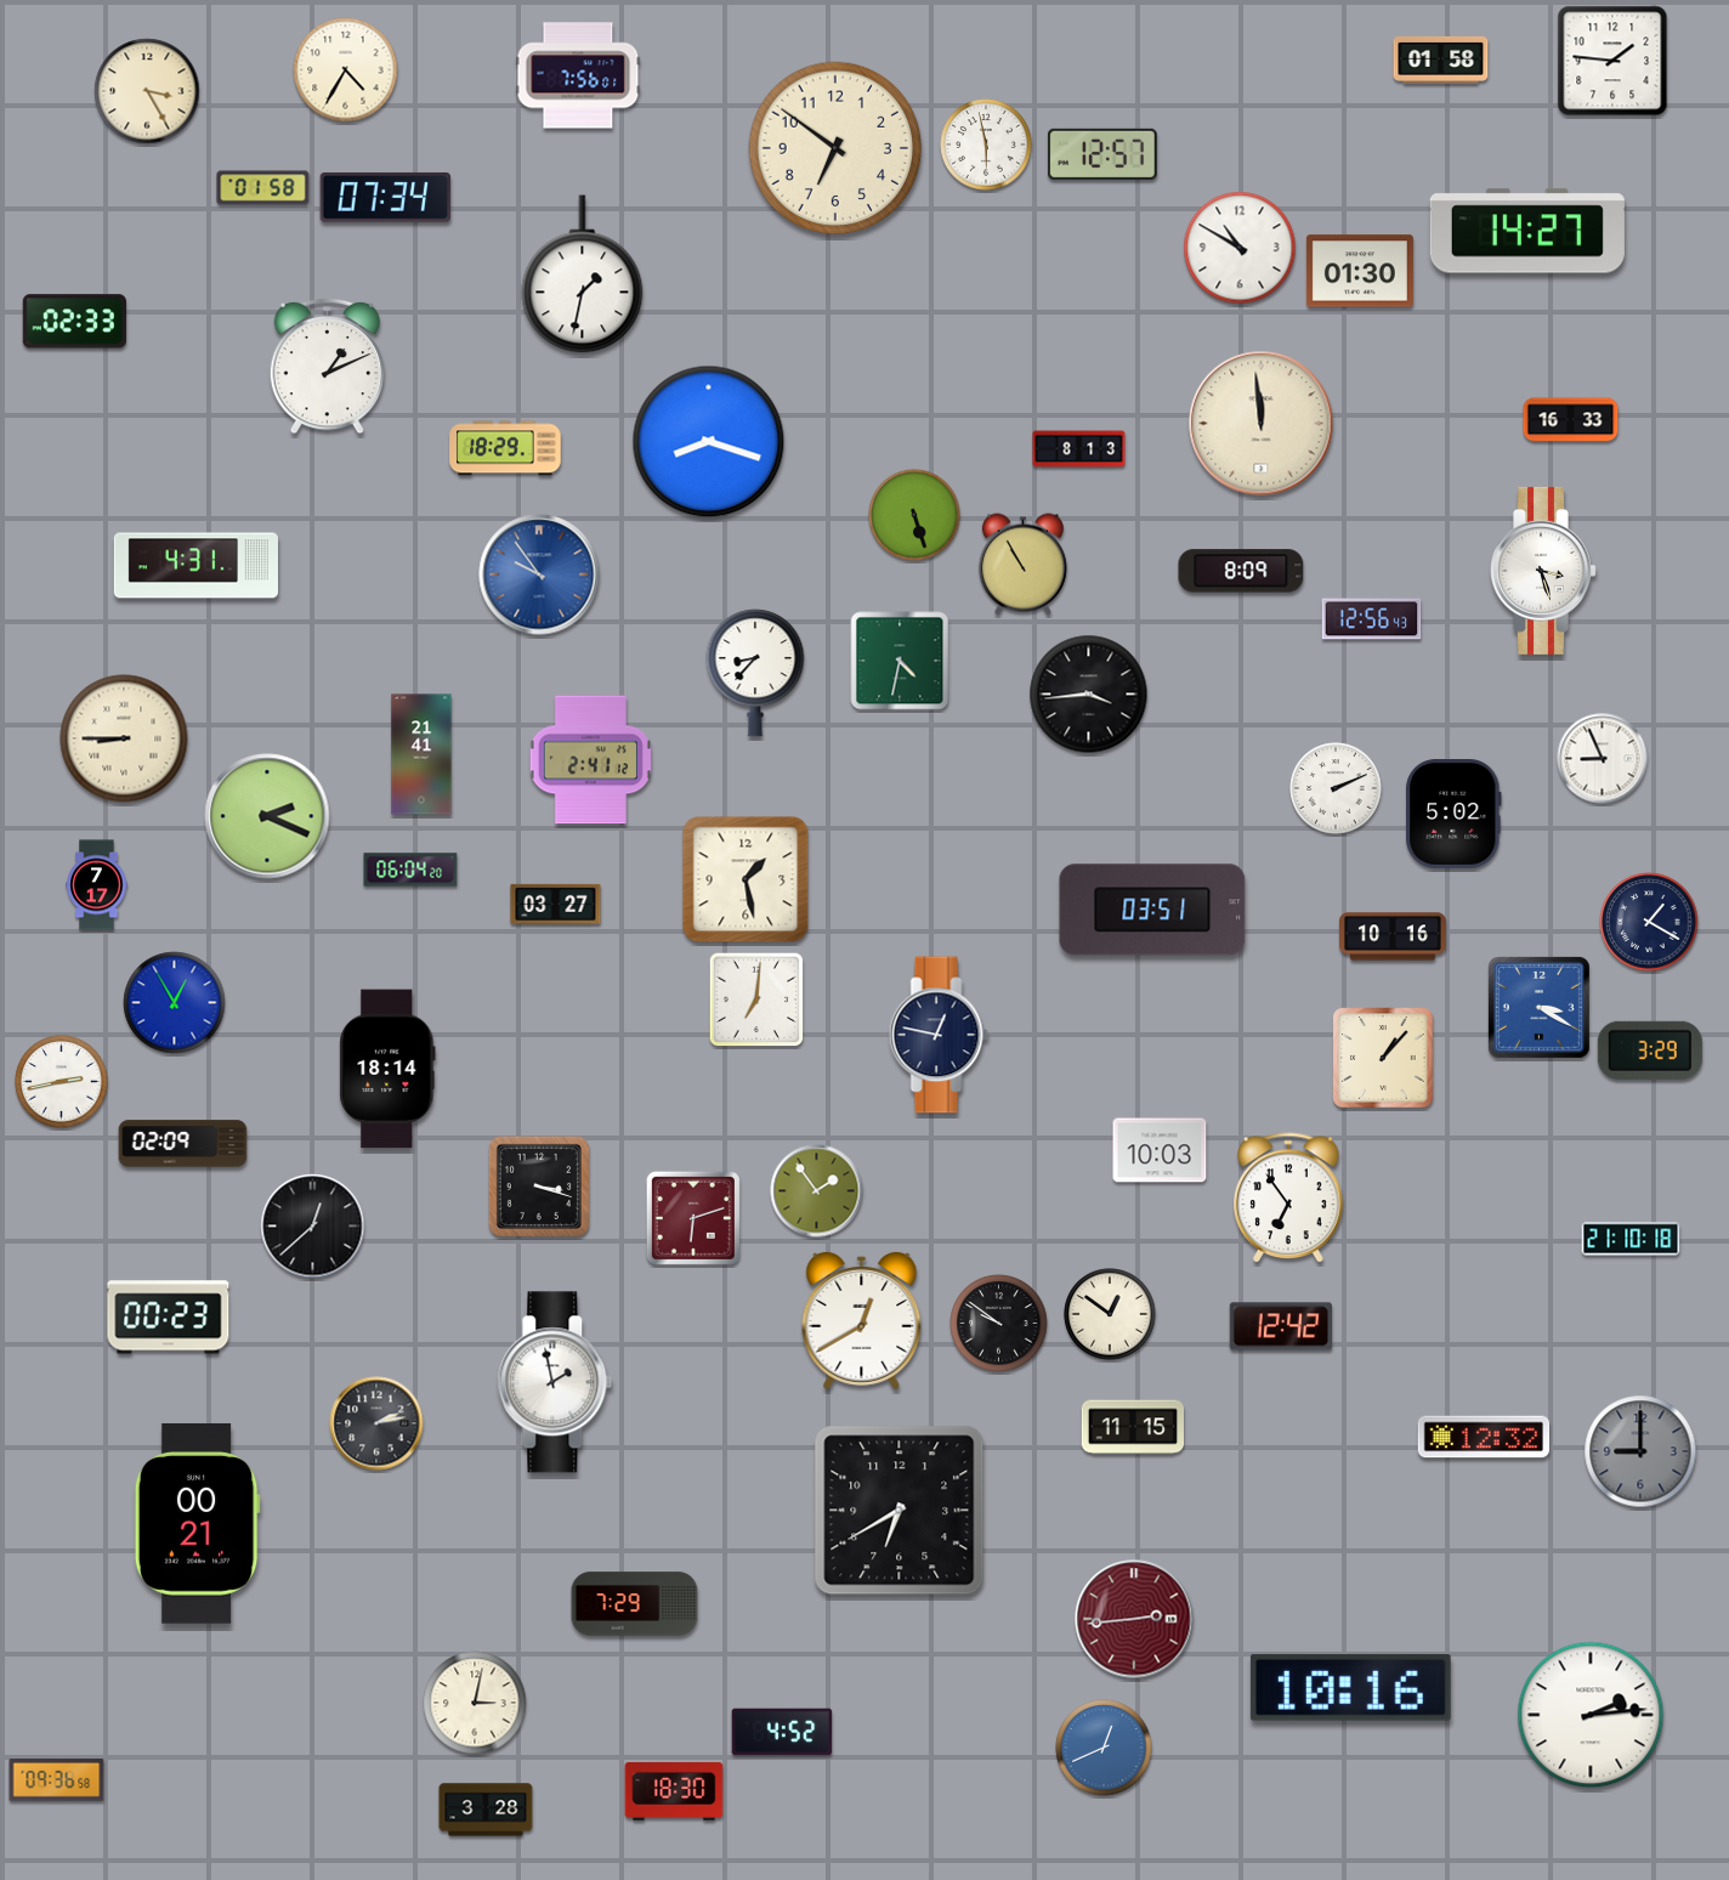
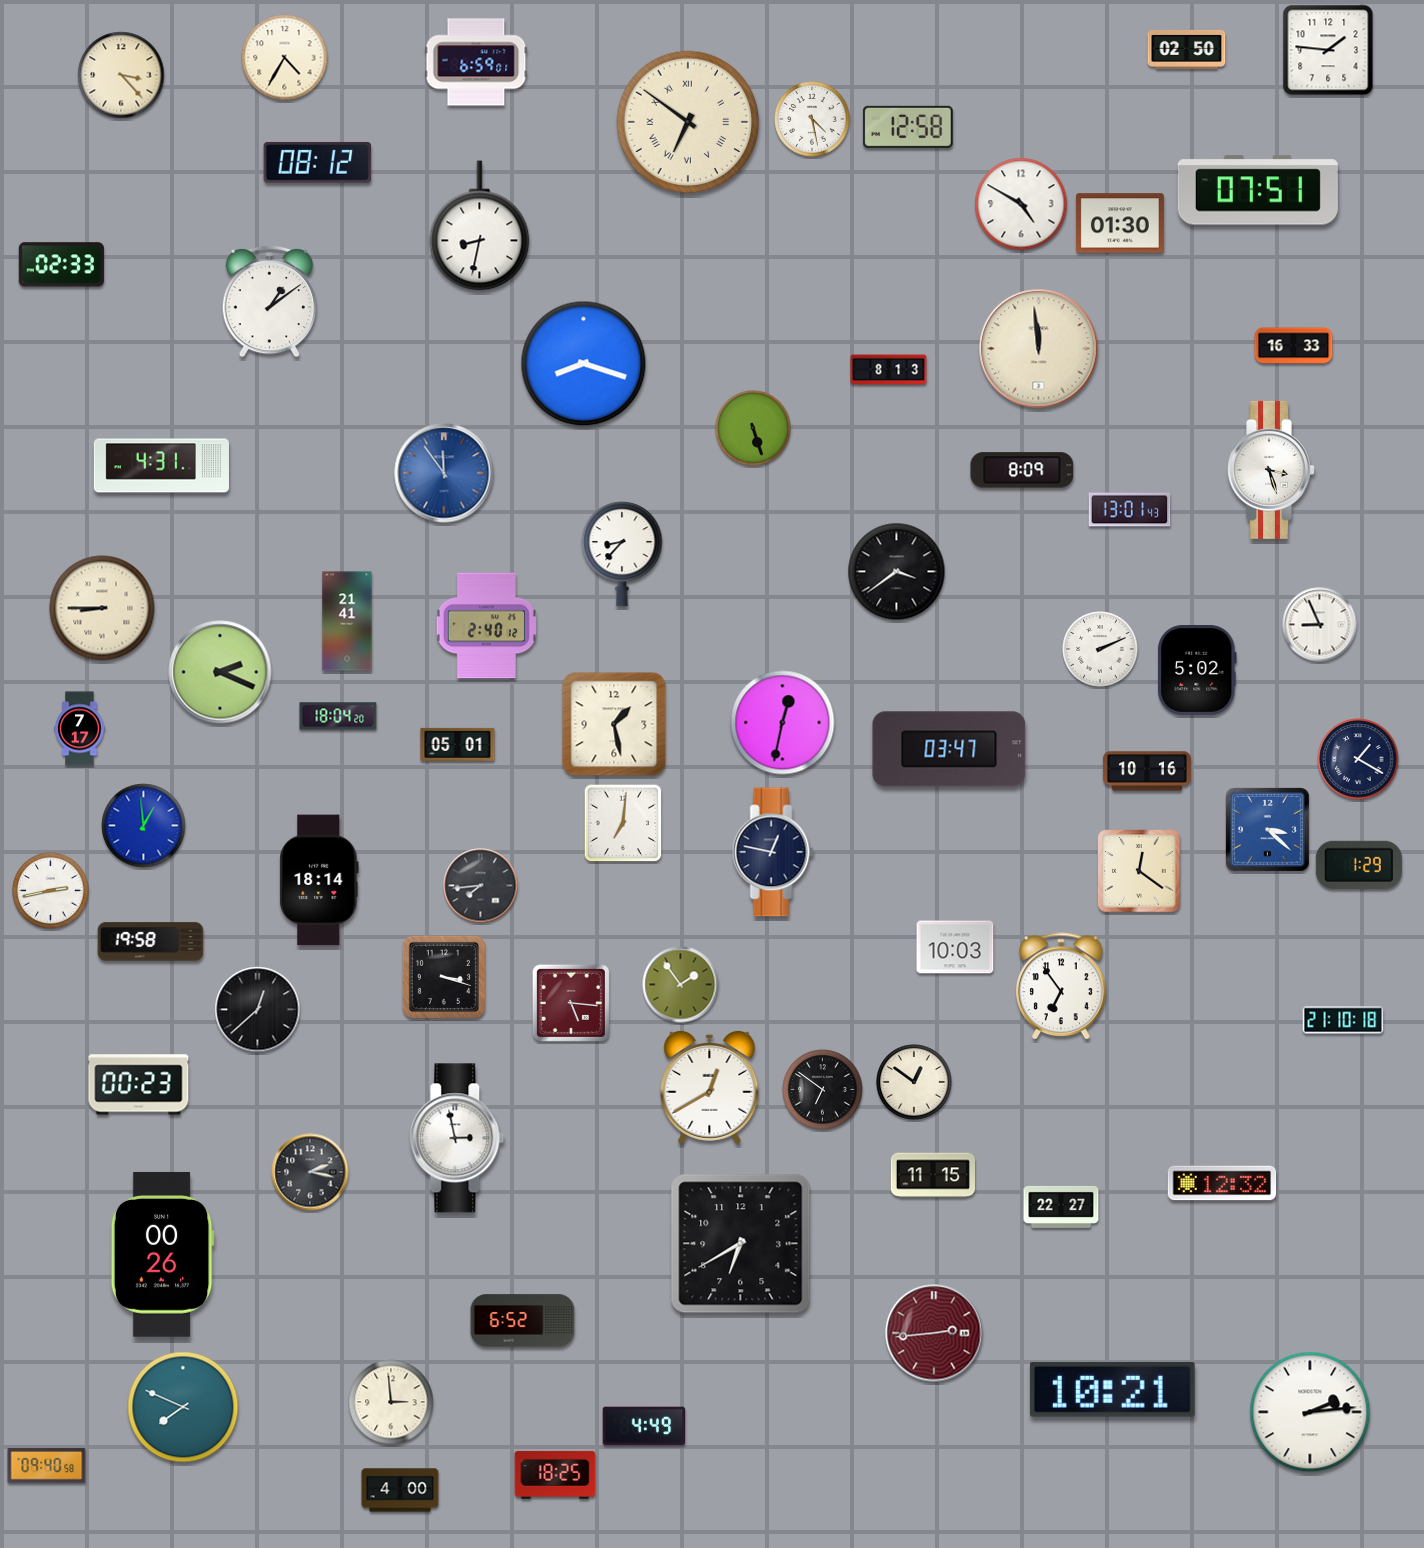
clock at (1441, 60): 01:58 -> 02:50
clock at (578, 75): 7:56 -> 6:59
clock at (147, 91): 3:25 -> 3:23
clock at (986, 145): 5:58 -> 4:28
clock at (835, 148) numerals: Arabic -> Roman
clock at (1102, 154): 12:57 -> 12:58
clock at (263, 188): 01:58 -> none
clock at (386, 198): 07:34 -> 08:12
clock at (1527, 231): 14:27 -> 07:51
clock at (1240, 248): 10:50 -> 4:50
clock at (583, 274): 1:32 -> 8:32
clock at (328, 366): 1:11 -> 1:09
clock at (505, 448): 18:29 -> none
clock at (914, 515) position: (914, 515) -> (753, 428)
clock at (1022, 565): 10:55 -> none
clock at (539, 574): 9:54 -> 11:54
clock at (1372, 619): 12:56 -> 13:01
clock at (900, 661): 4:32 -> none
clock at (1089, 695): 3:44 -> 3:39
clock at (590, 760): 2:41 -> 2:40
clock at (410, 870): 06:04 -> 18:04
clock at (783, 723): none -> 12:32
clock at (556, 904): 03:27 -> 05:01
clock at (1152, 910): 03:51 -> 03:47
clock at (175, 1003): 12:55 -> 12:59
clock at (1538, 1007): 3:20 -> 3:22
clock at (1650, 1051): 3:29 -> 1:29
clock at (1383, 1058): 1:07 -> 12:21
clock at (481, 886): none -> 7:44
clock at (183, 1144): 02:09 -> 19:58
clock at (817, 1191) position: (817, 1191) -> (681, 985)
clock at (693, 1218): 6:12 -> 5:16
clock at (999, 1324): 9:51 -> 6:51
clock at (1280, 1326): 12:42 -> none
clock at (555, 1382): 1:58 -> 2:58
clock at (376, 1423): 2:13 -> 2:17
clock at (1640, 1451): 9:00 -> none
clock at (1061, 1207): none -> 22:27
clock at (197, 1523): 00:21 -> 00:26
clock at (635, 1604): 7:29 -> 6:52
clock at (1350, 1687): 10:16 -> 10:21
clock at (475, 1703): 3:02 -> 2:59
clock at (183, 1407): none -> 7:49
clock at (782, 1732): 4:52 -> 4:49
clock at (1104, 1748): 12:41 -> none
clock at (57, 1780): 09:36 -> 09:40
clock at (674, 1791): 18:30 -> 18:25
clock at (486, 1810): 3:28 -> 4:00
